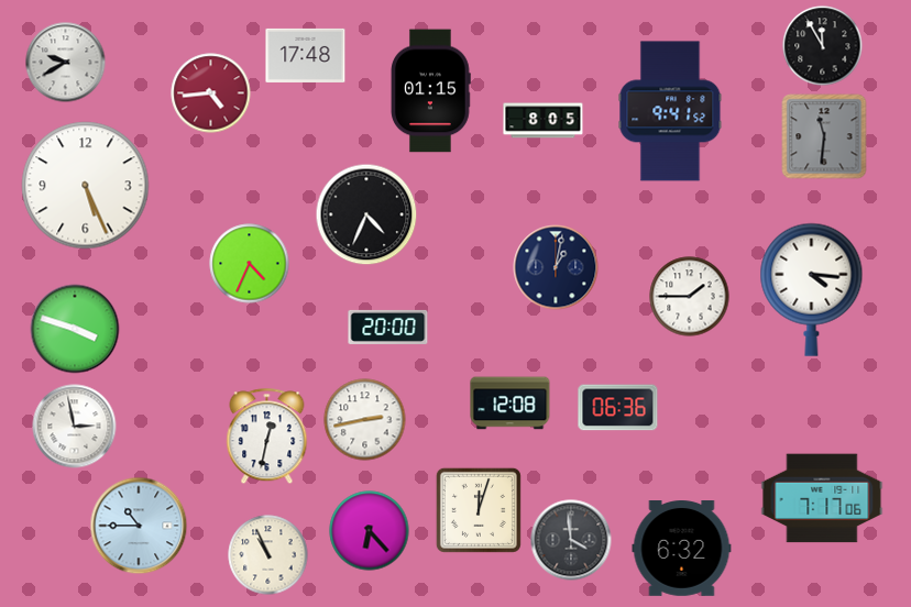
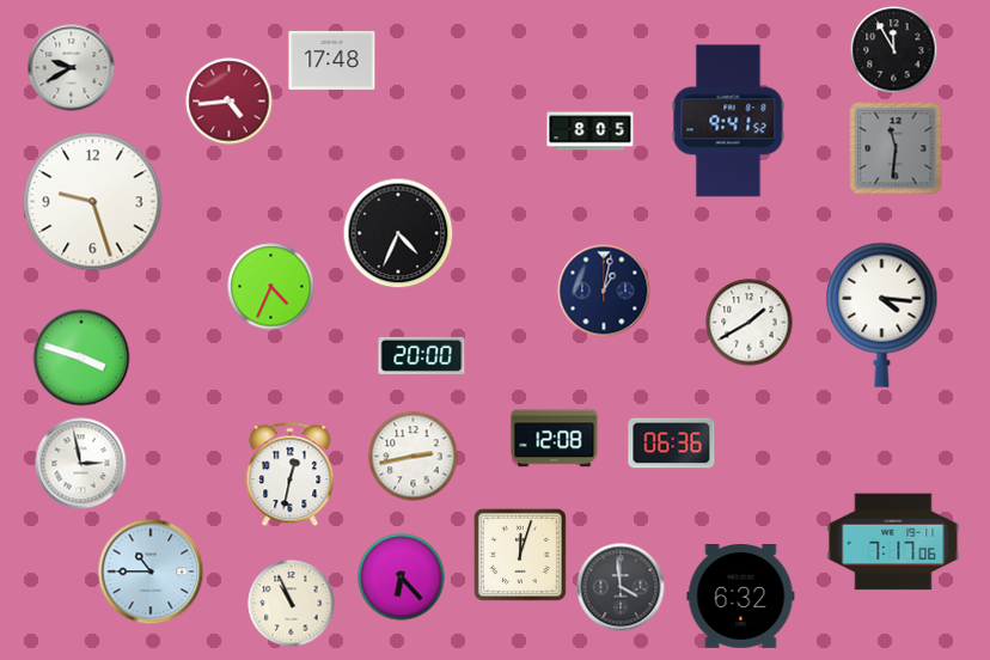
clock at (431, 91): 01:15 -> none
clock at (86, 186): 5:26 -> 9:27
clock at (690, 297): 1:45 -> 1:40
clock at (365, 420) position: (365, 420) -> (414, 457)
